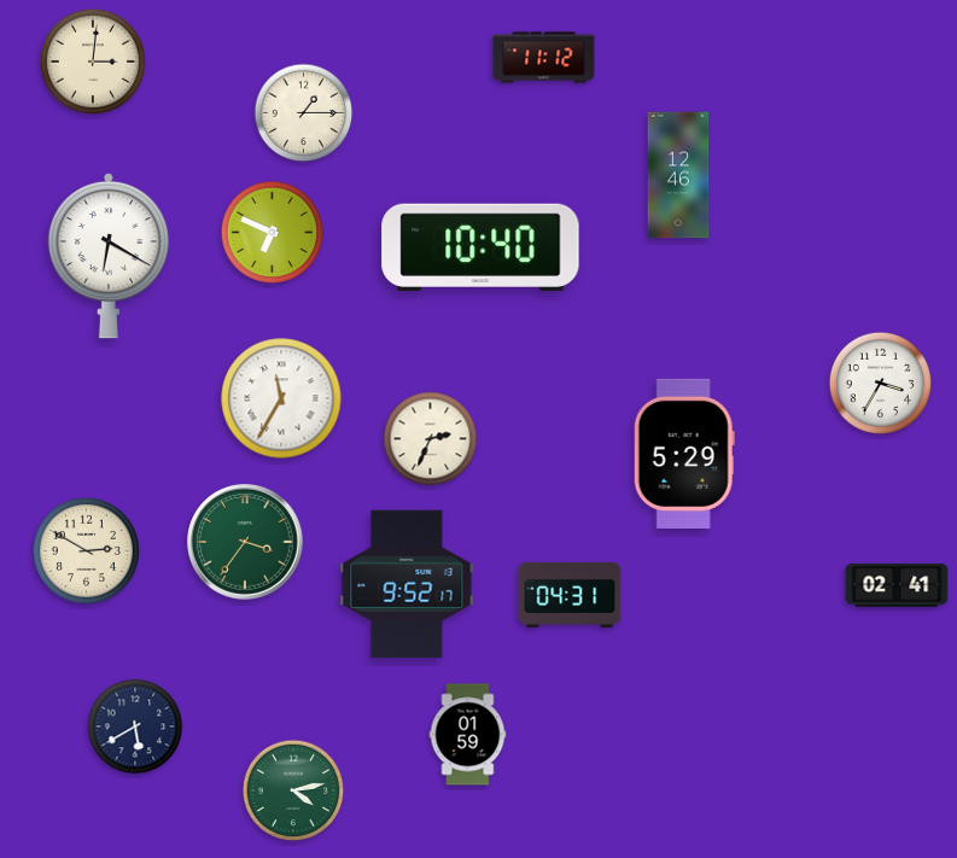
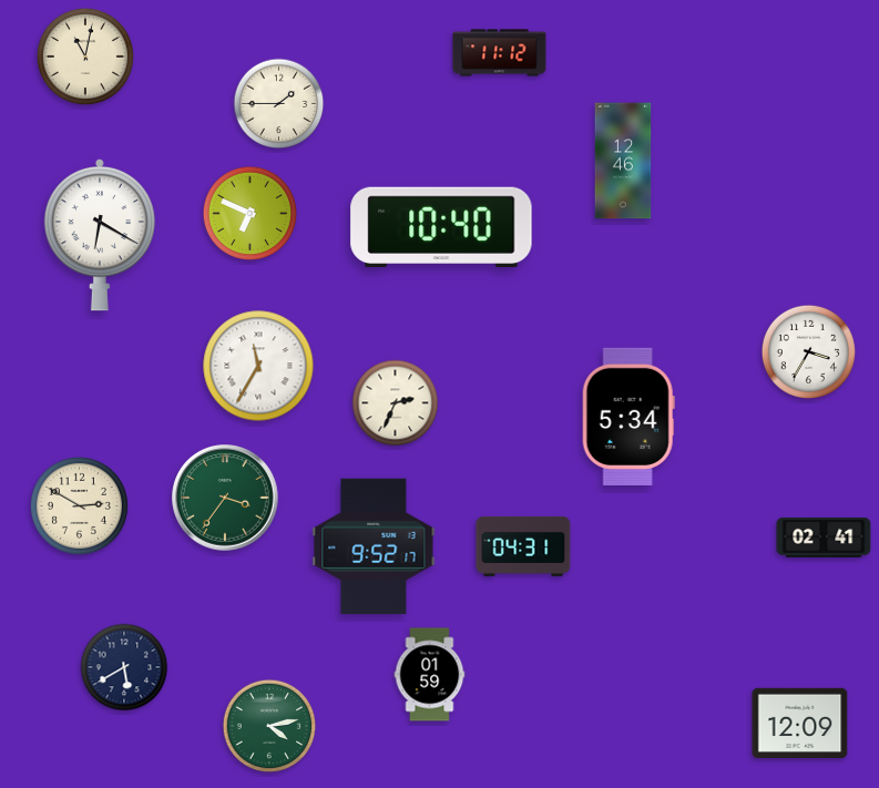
clock at (93, 62): 3:01 -> 11:02
clock at (304, 113): 1:15 -> 1:45
clock at (684, 454): 5:29 -> 5:34
clock at (407, 584) position: (407, 584) -> (374, 546)
clock at (800, 724): none -> 12:09
